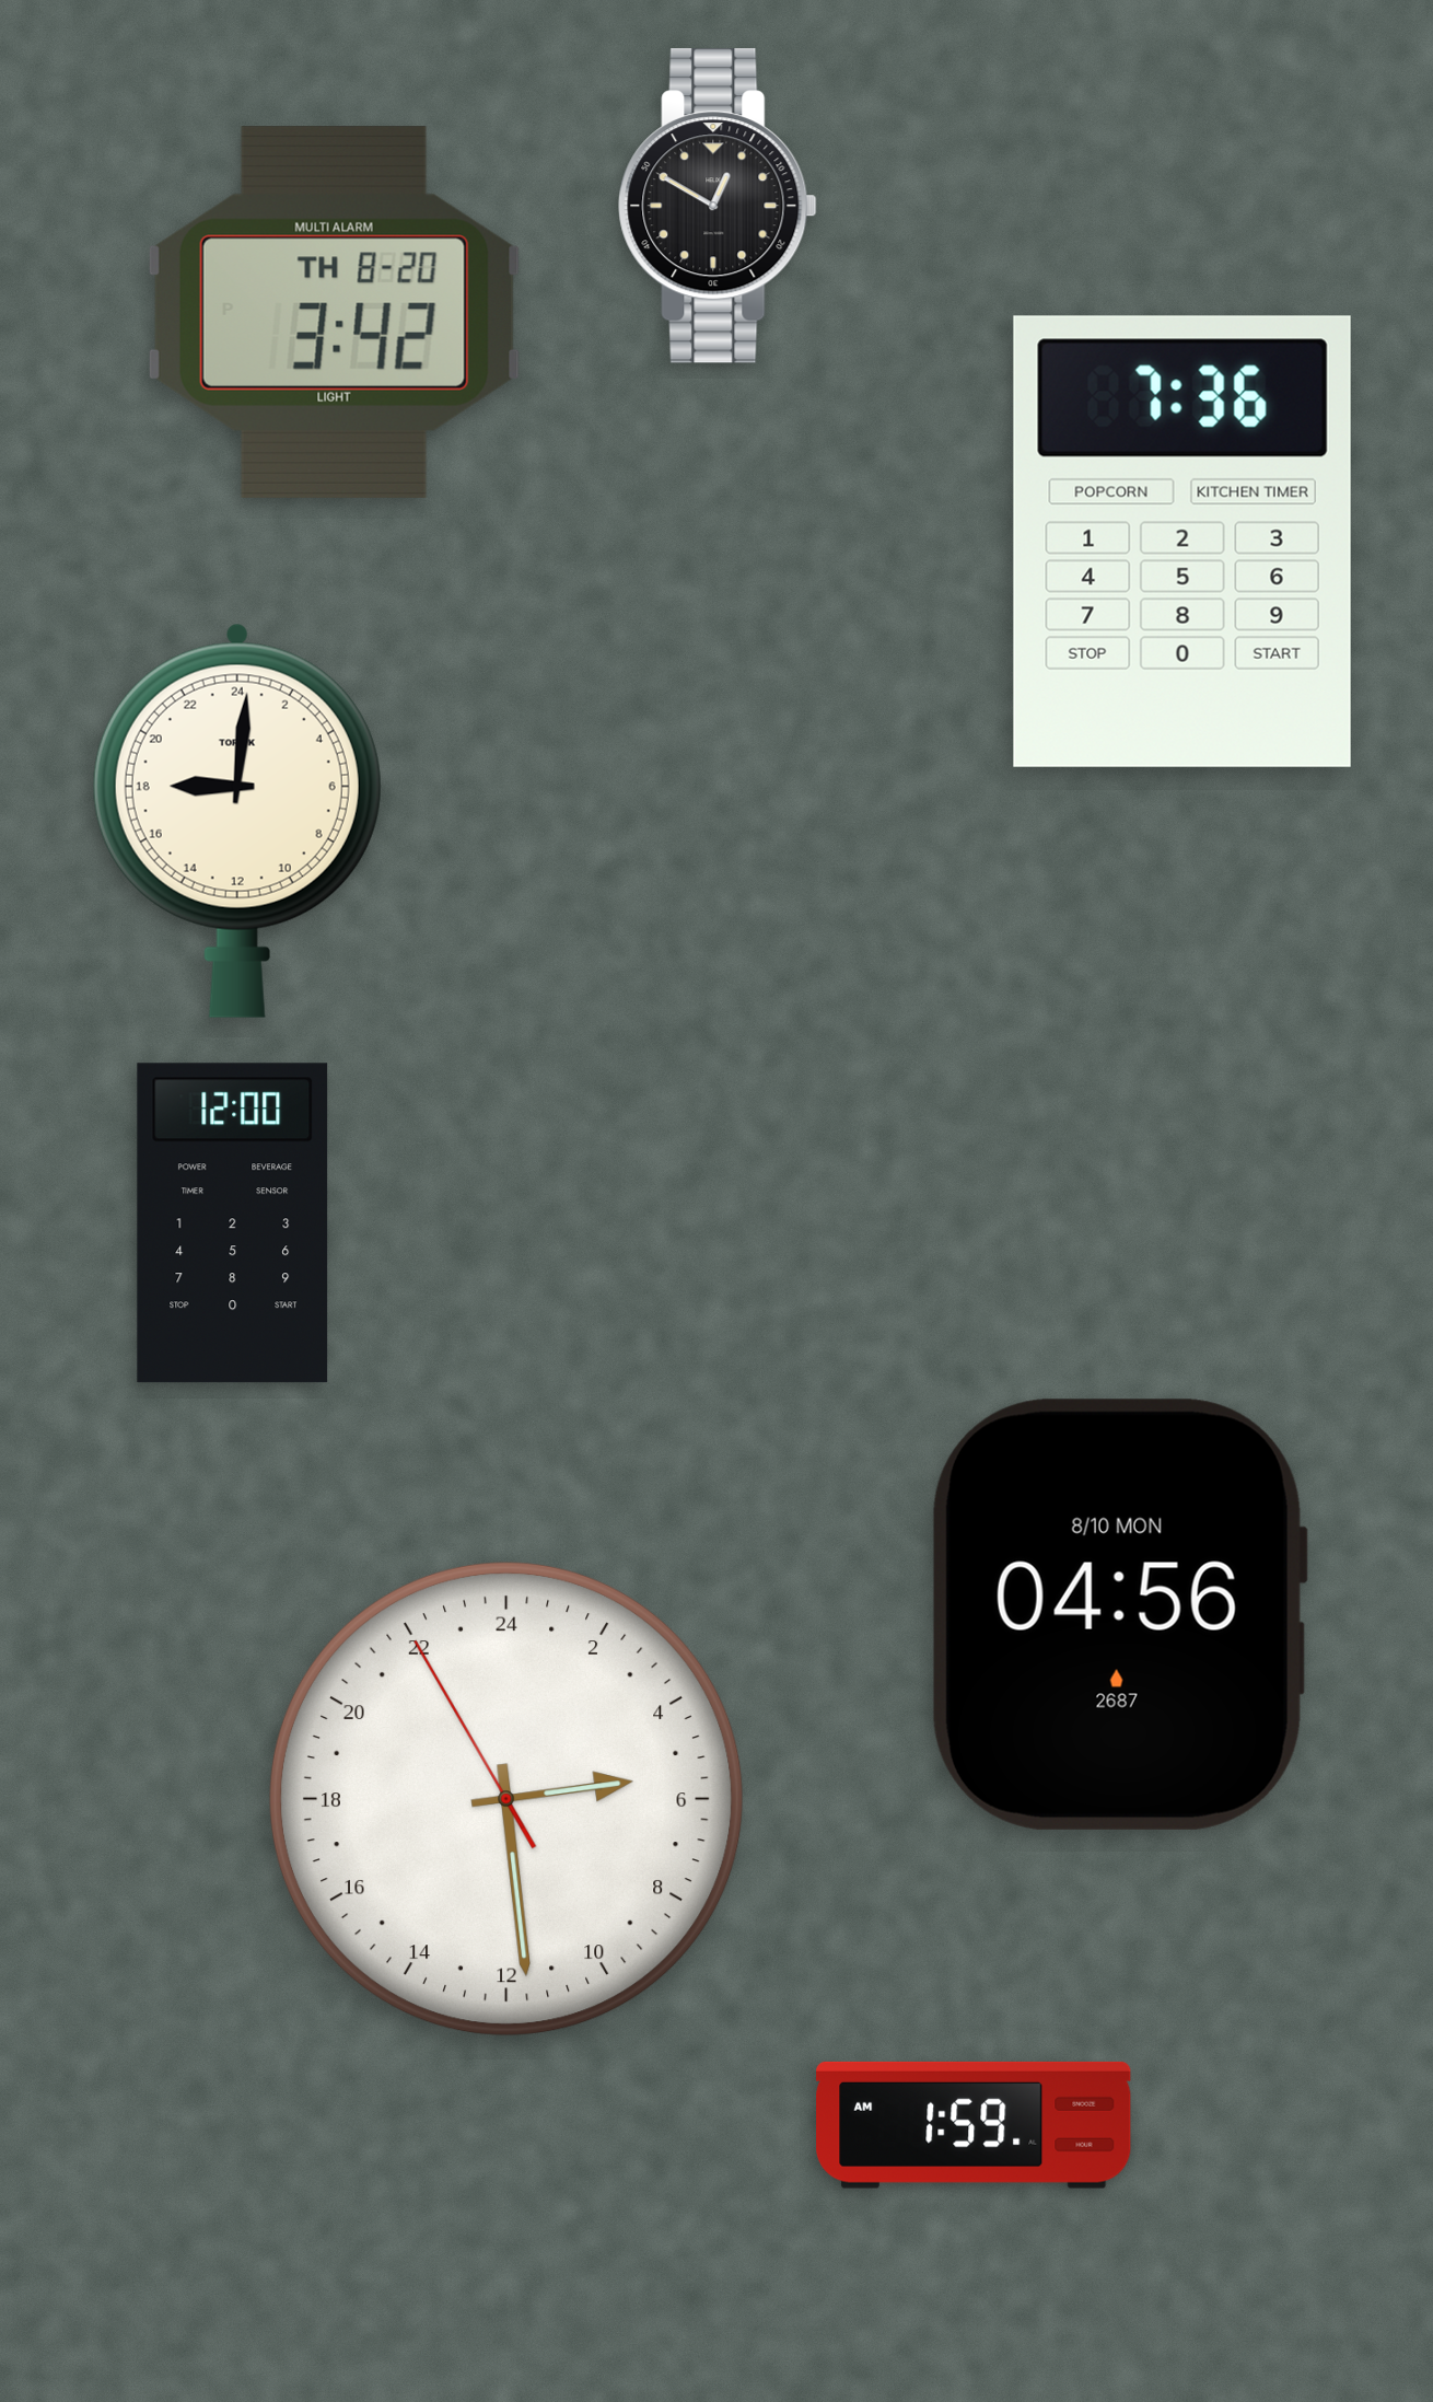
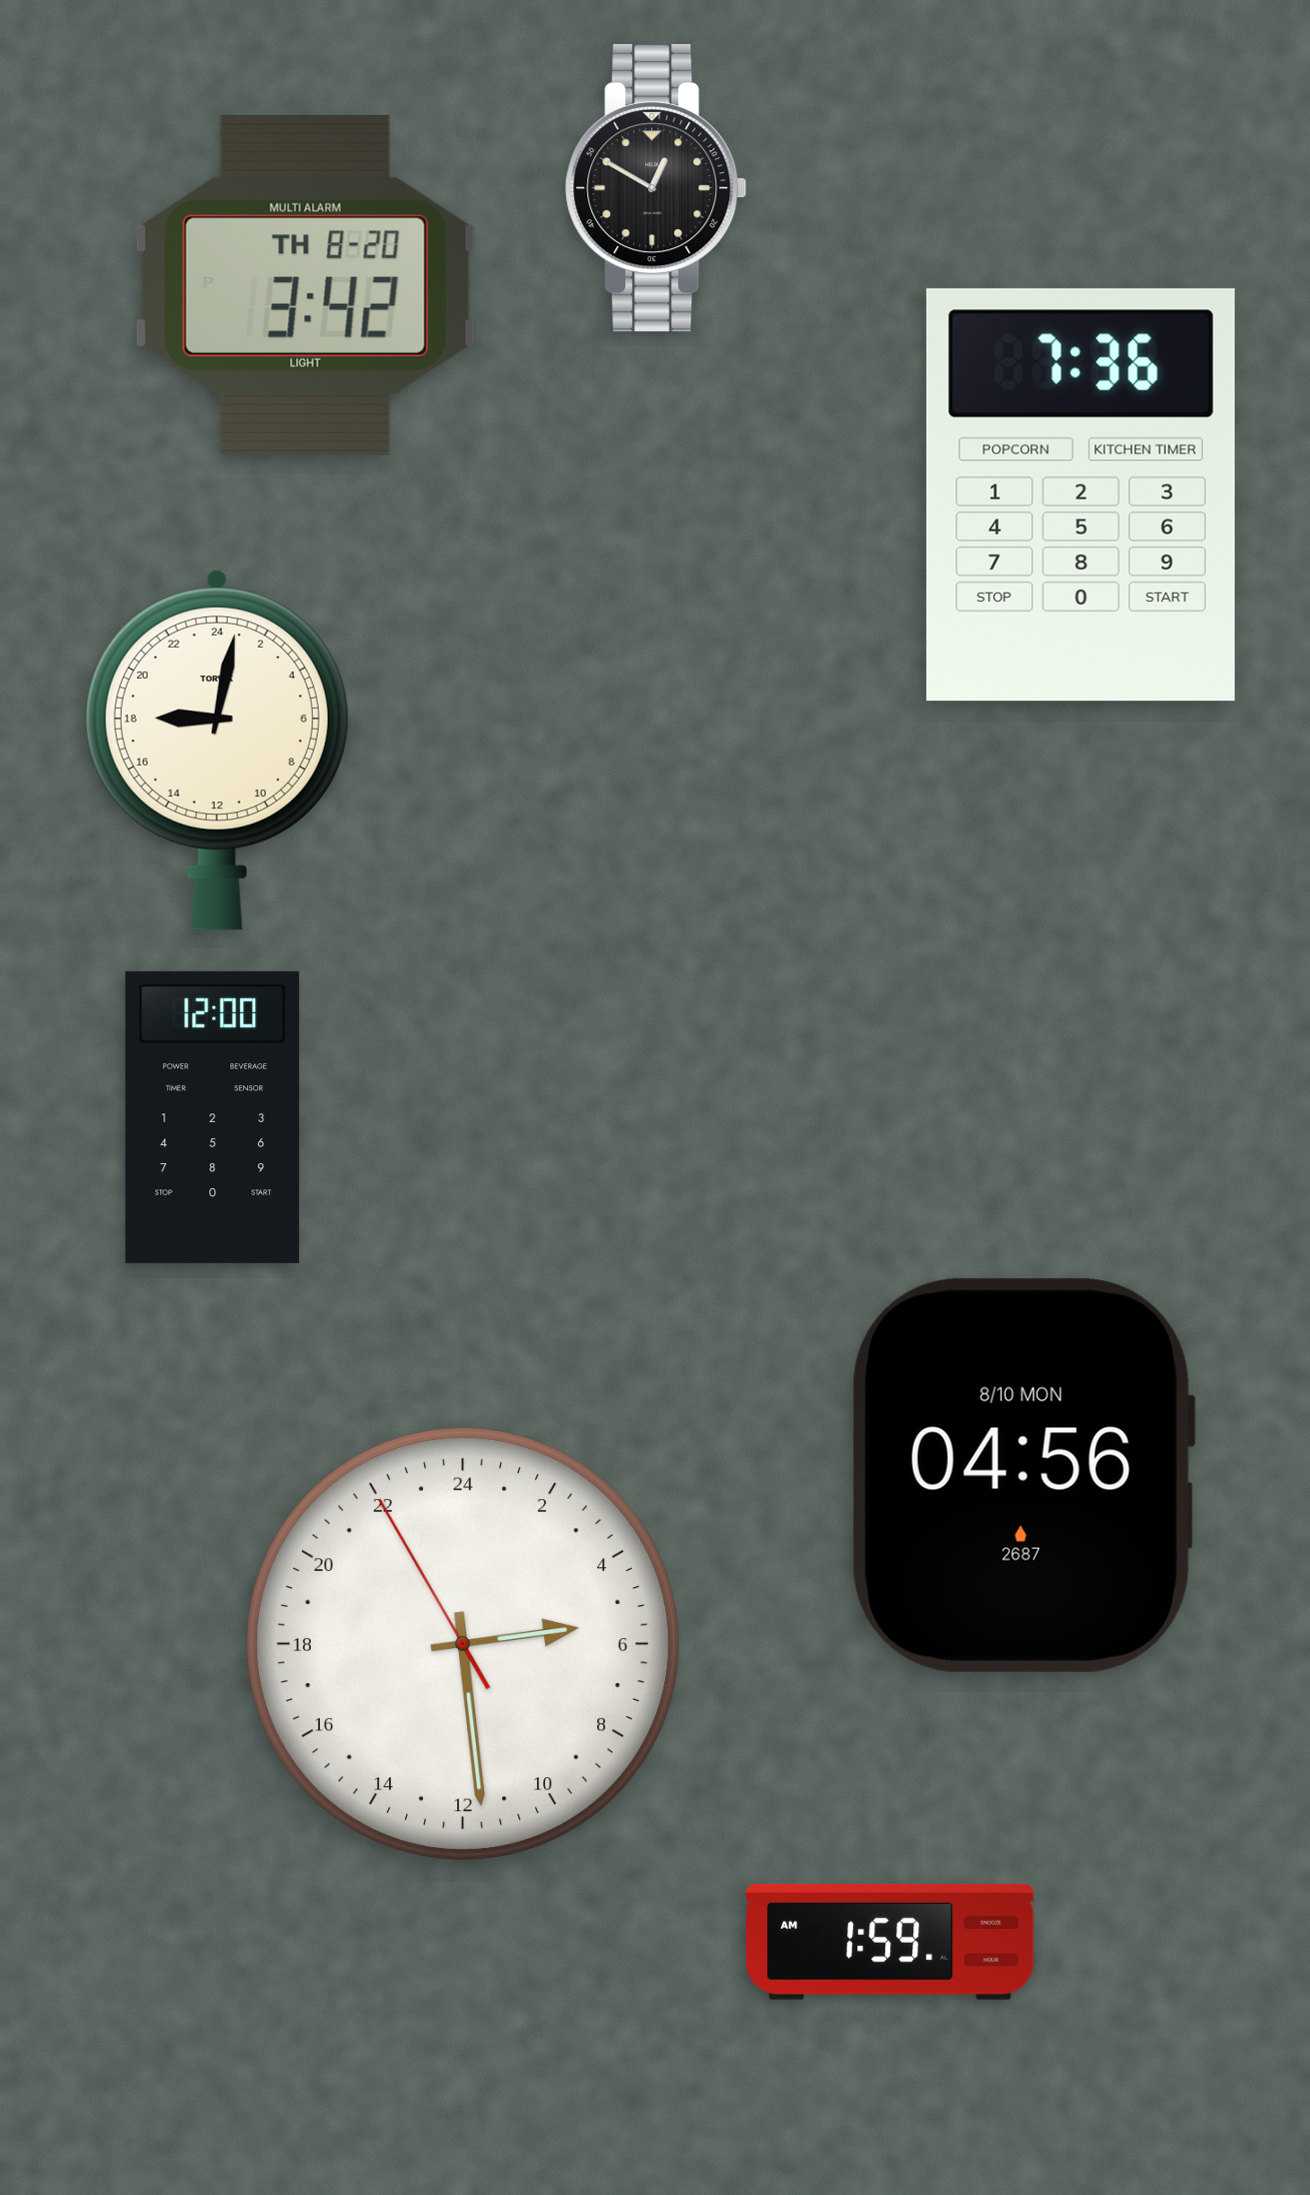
clock at (237, 821): 18:01 -> 18:02
